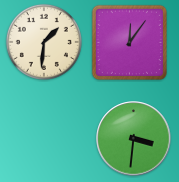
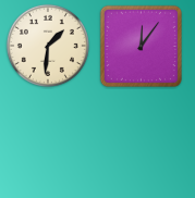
clock at (134, 139): 3:31 -> none
